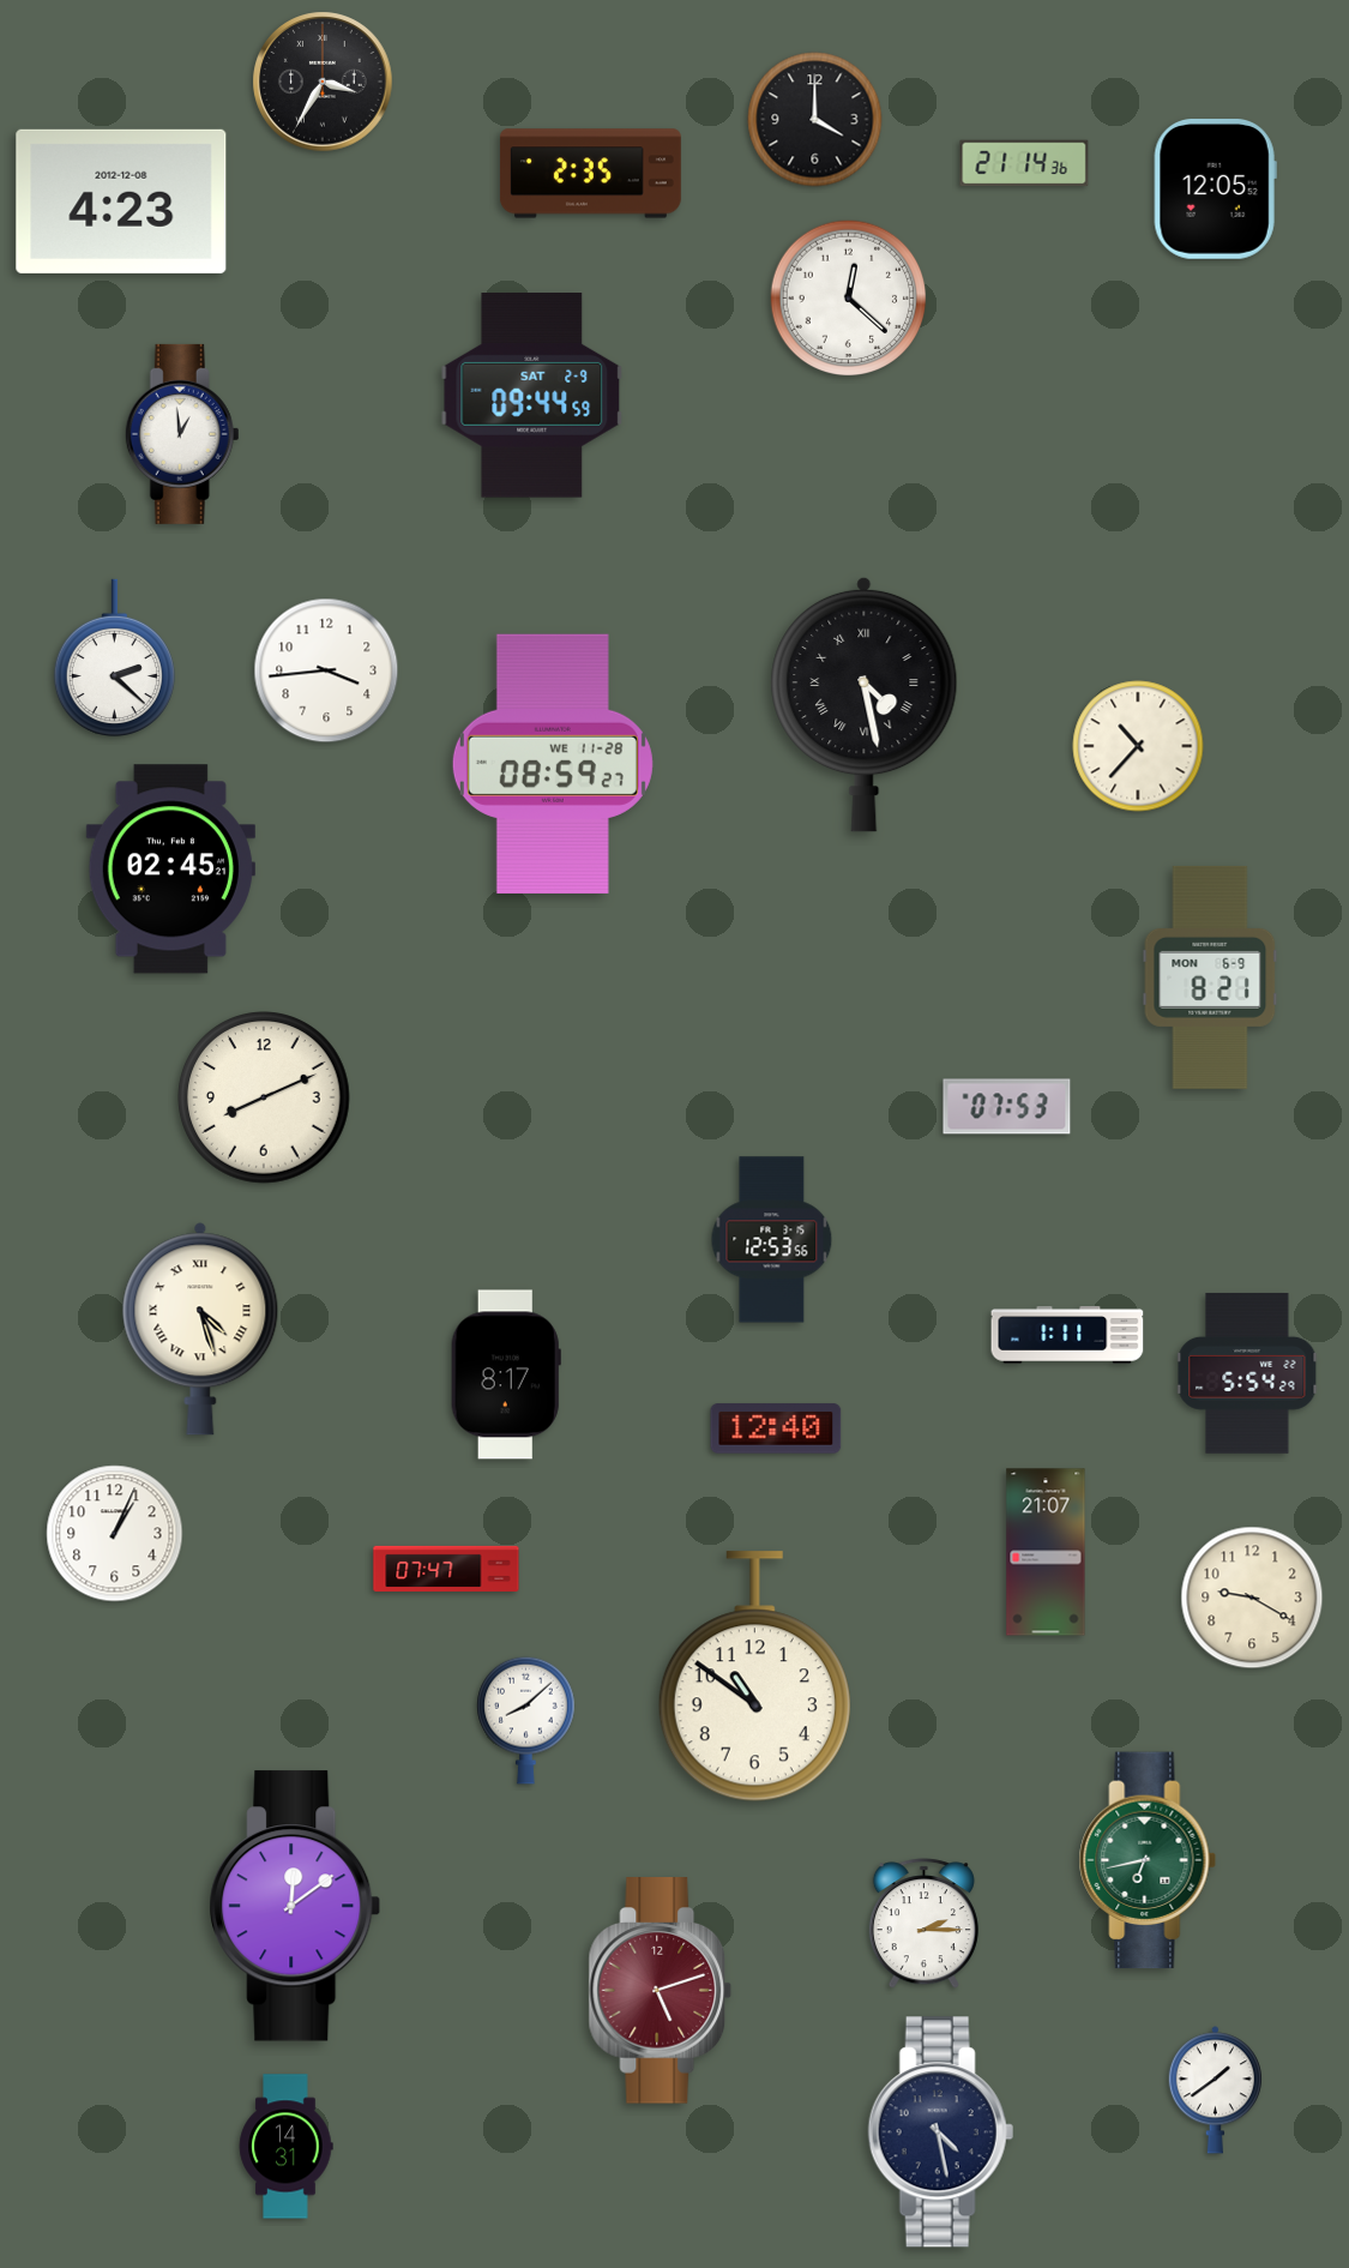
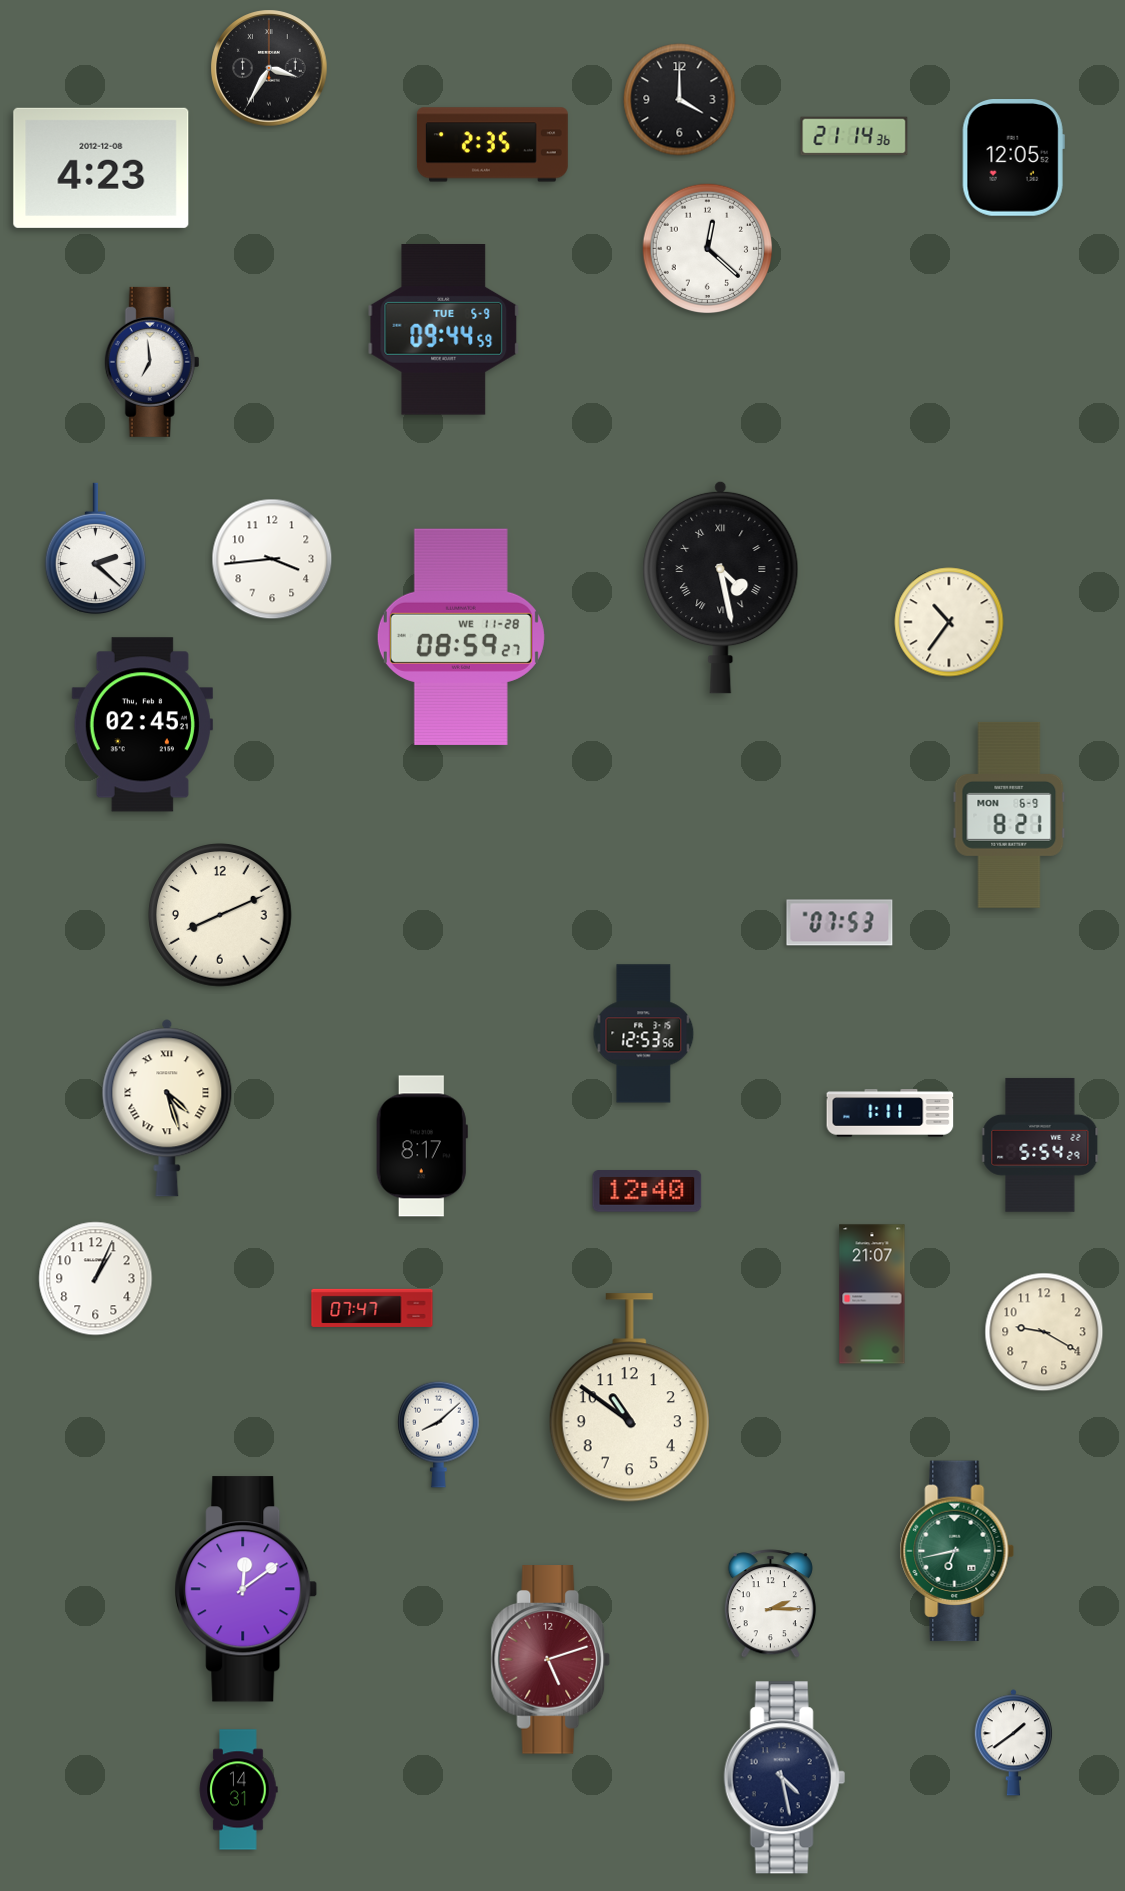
clock at (532, 396) date: SAT 2-9 -> TUE 5-9
clock at (182, 434): 12:59 -> 6:59
clock at (1138, 746): 10:37 -> 10:36
